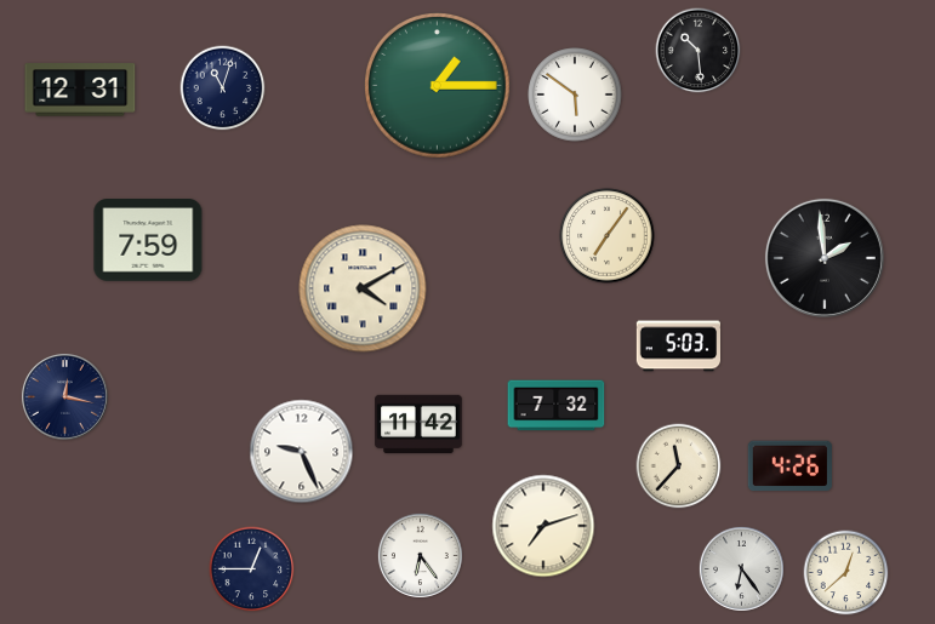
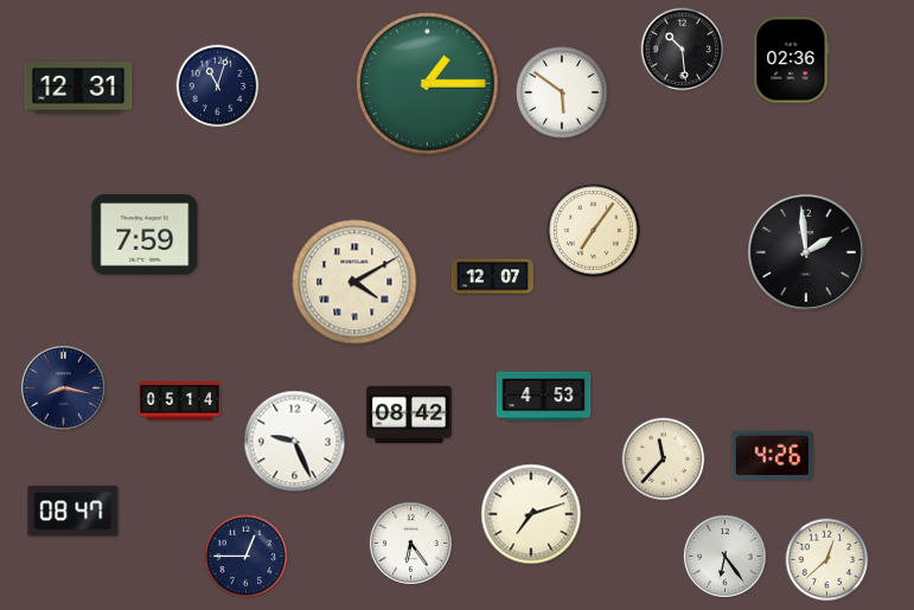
clock at (792, 60): none -> 02:36
clock at (492, 277): none -> 12:07
clock at (678, 347): 5:03 -> none
clock at (64, 396): 12:17 -> 8:17
clock at (557, 406): 7:32 -> 4:53
clock at (179, 402): none -> 05:14
clock at (418, 424): 11:42 -> 08:42
clock at (679, 466) position: (679, 466) -> (664, 460)
clock at (73, 512): none -> 08:47
